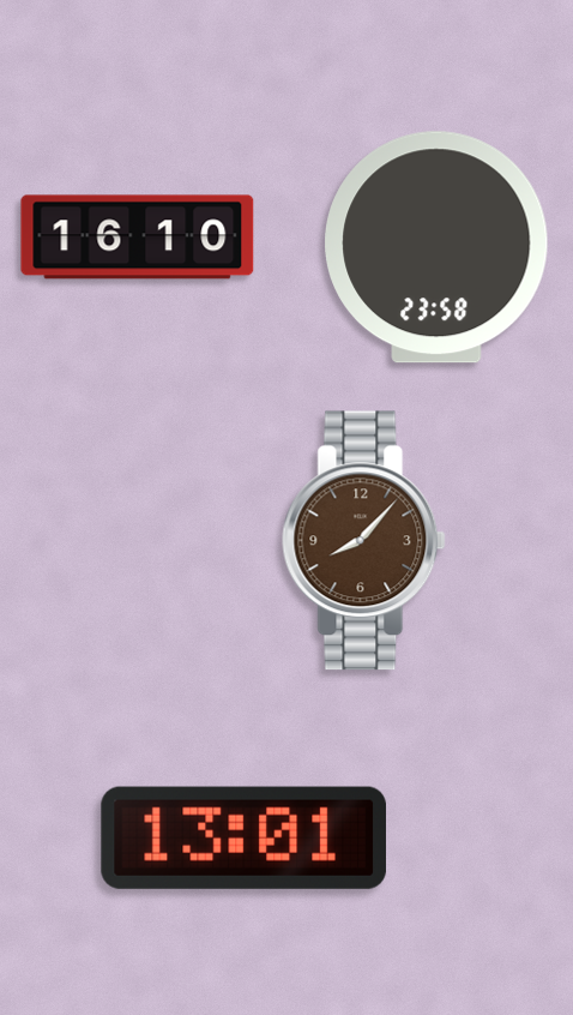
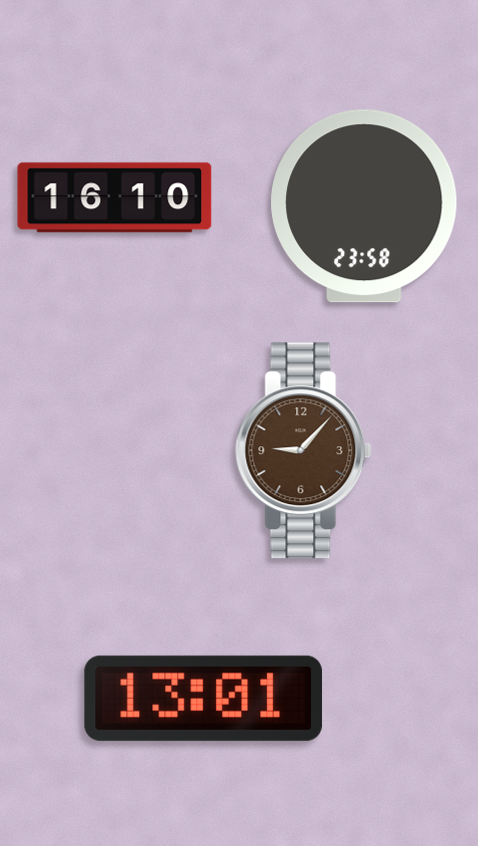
clock at (364, 541): 8:07 -> 9:07
